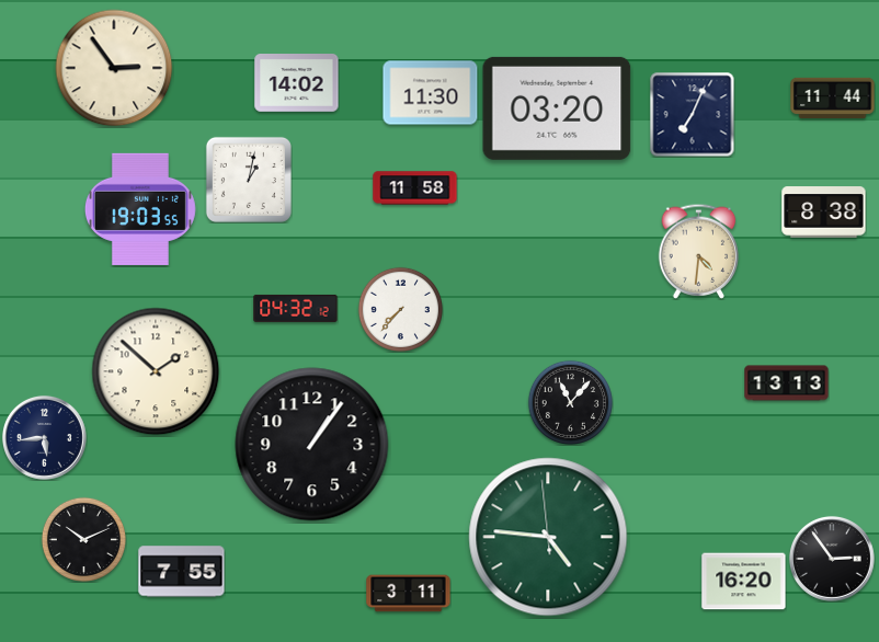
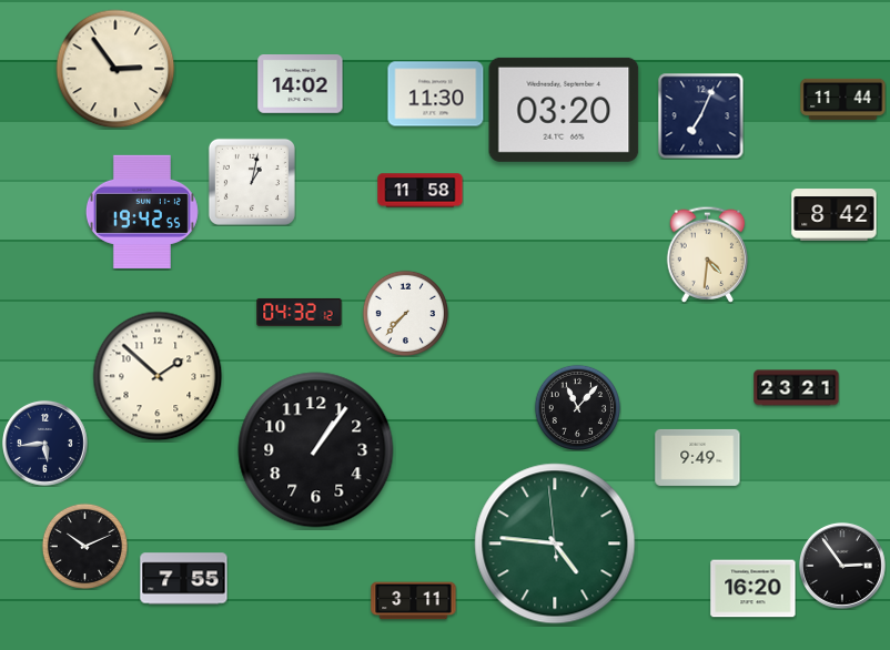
clock at (140, 209): 19:03 -> 19:42
clock at (824, 213): 8:38 -> 8:42
clock at (787, 383): 13:13 -> 23:21
clock at (698, 457): none -> 9:49
